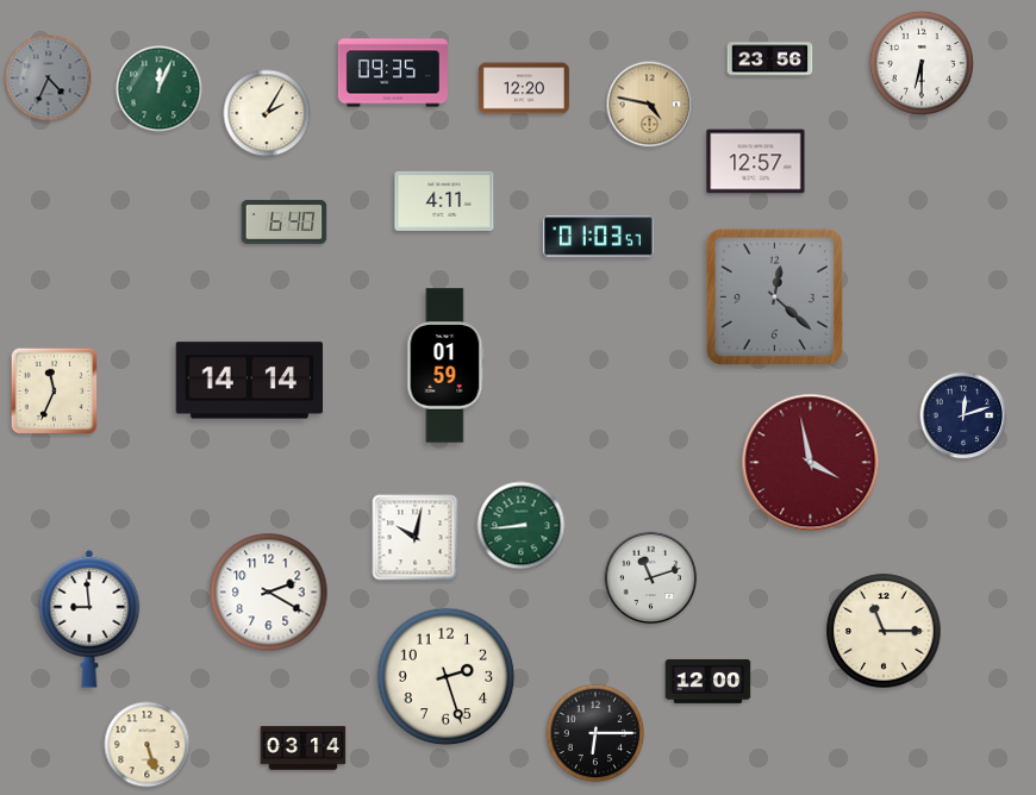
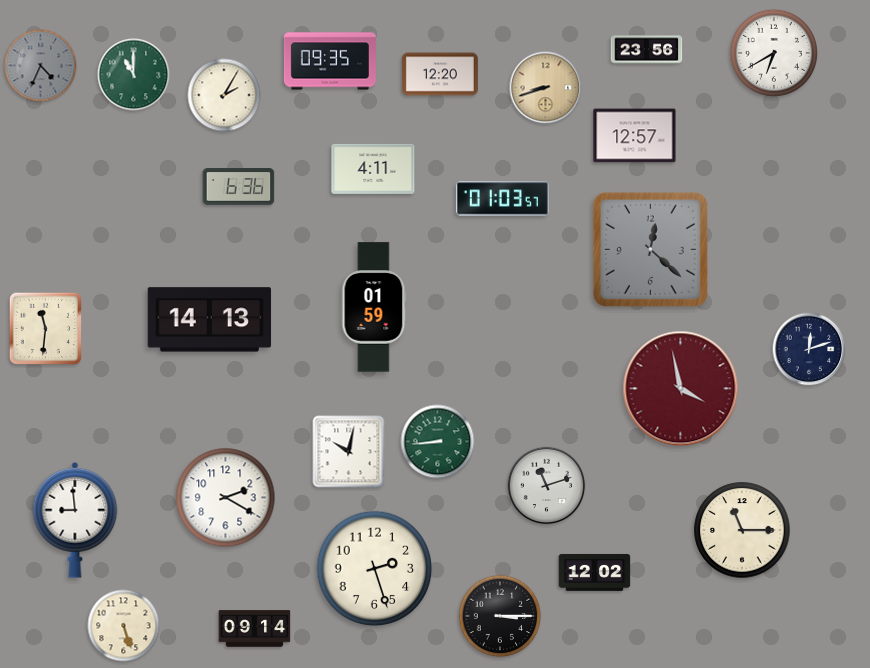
clock at (922, 63): 6:30 -> 6:40
clock at (160, 89): 12:04 -> 11:00
clock at (650, 105): 4:47 -> 8:42
clock at (285, 223): 6:40 -> 6:36
clock at (249, 381): 14:14 -> 14:13
clock at (55, 392): 11:34 -> 11:31
clock at (709, 681): 12:00 -> 12:02
clock at (595, 733): 6:15 -> 3:15
clock at (304, 749): 03:14 -> 09:14
